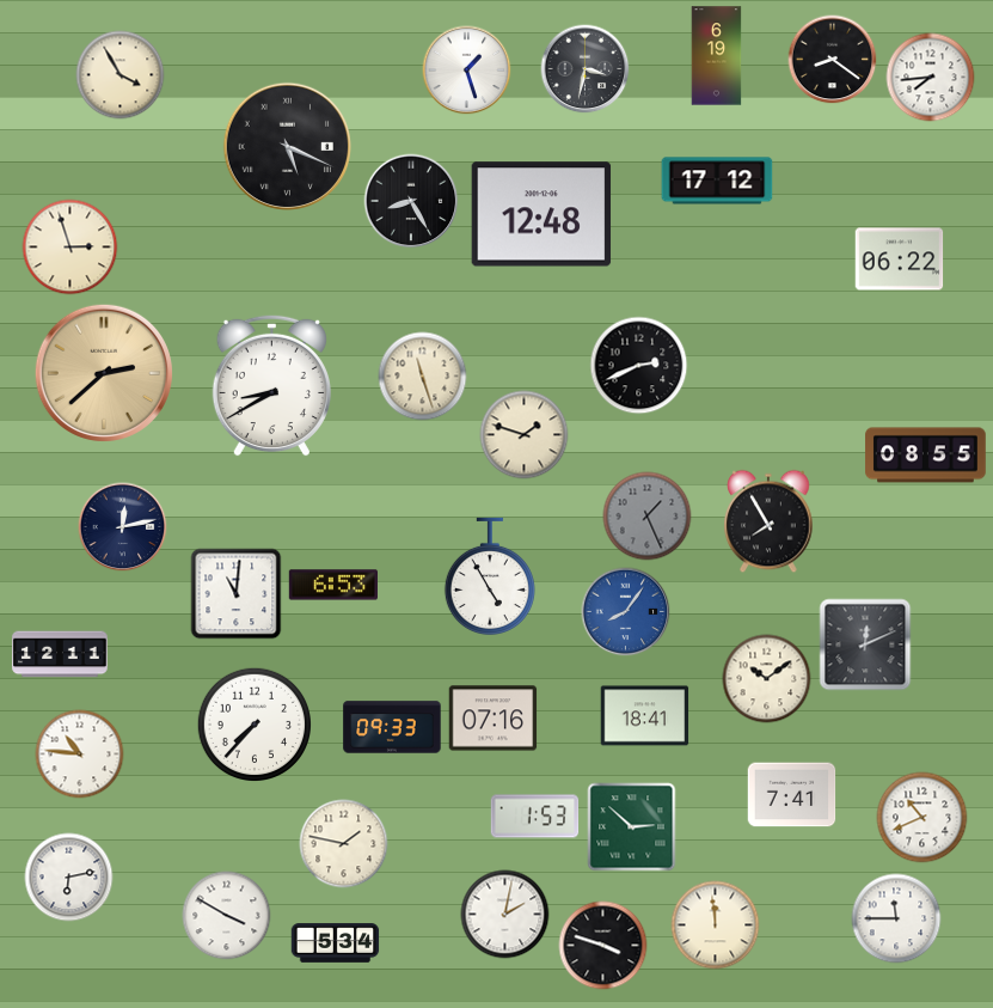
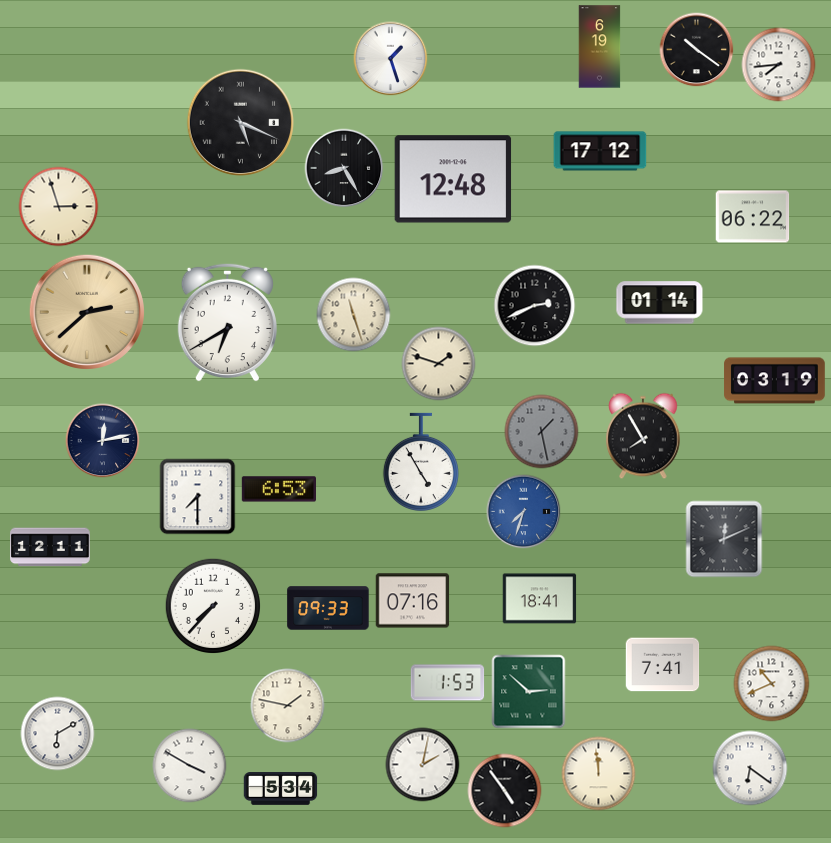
clock at (833, 60): 8:21 -> 10:21
clock at (586, 69): 3:32 -> none
clock at (121, 75): 3:55 -> none
clock at (660, 303): none -> 01:14
clock at (271, 385): 8:40 -> 6:40
clock at (926, 456): 08:55 -> 03:19
clock at (648, 517): 1:26 -> 1:28
clock at (490, 575) position: (490, 575) -> (421, 461)
clock at (237, 594): 11:01 -> 7:30
clock at (626, 612): 8:06 -> 7:33
clock at (767, 679): 10:09 -> none
clock at (80, 755): 10:46 -> none
clock at (69, 878): 6:13 -> 6:10
clock at (896, 918): 11:45 -> 6:21
clock at (603, 946): 3:48 -> 4:54
